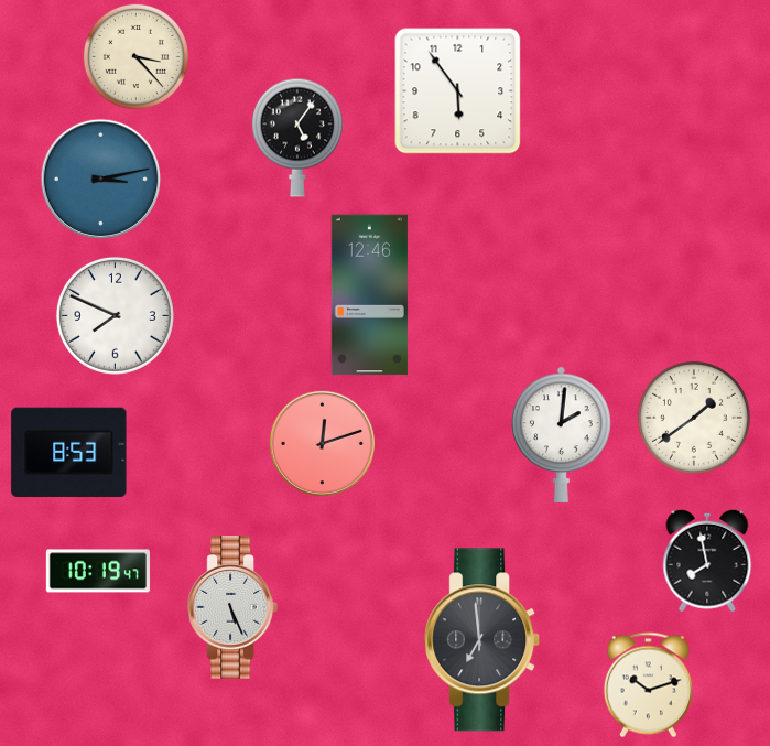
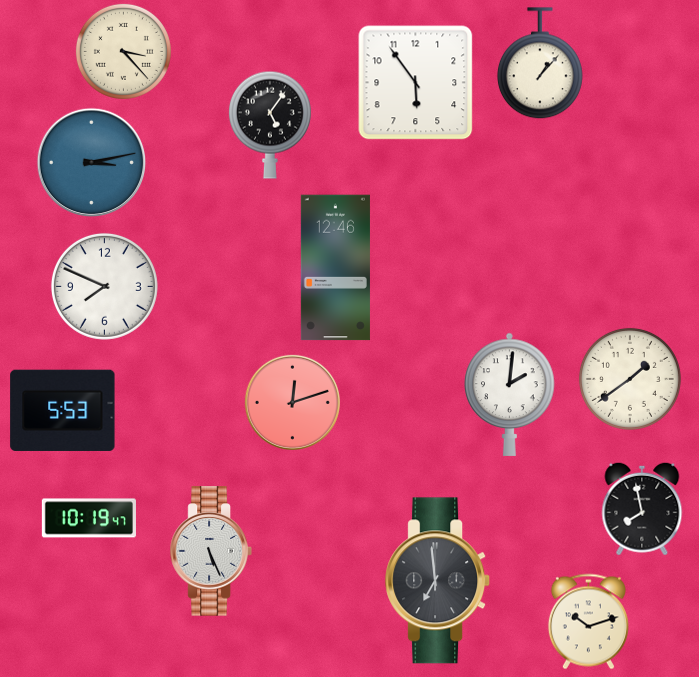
clock at (540, 64): none -> 1:07
clock at (69, 452): 8:53 -> 5:53
